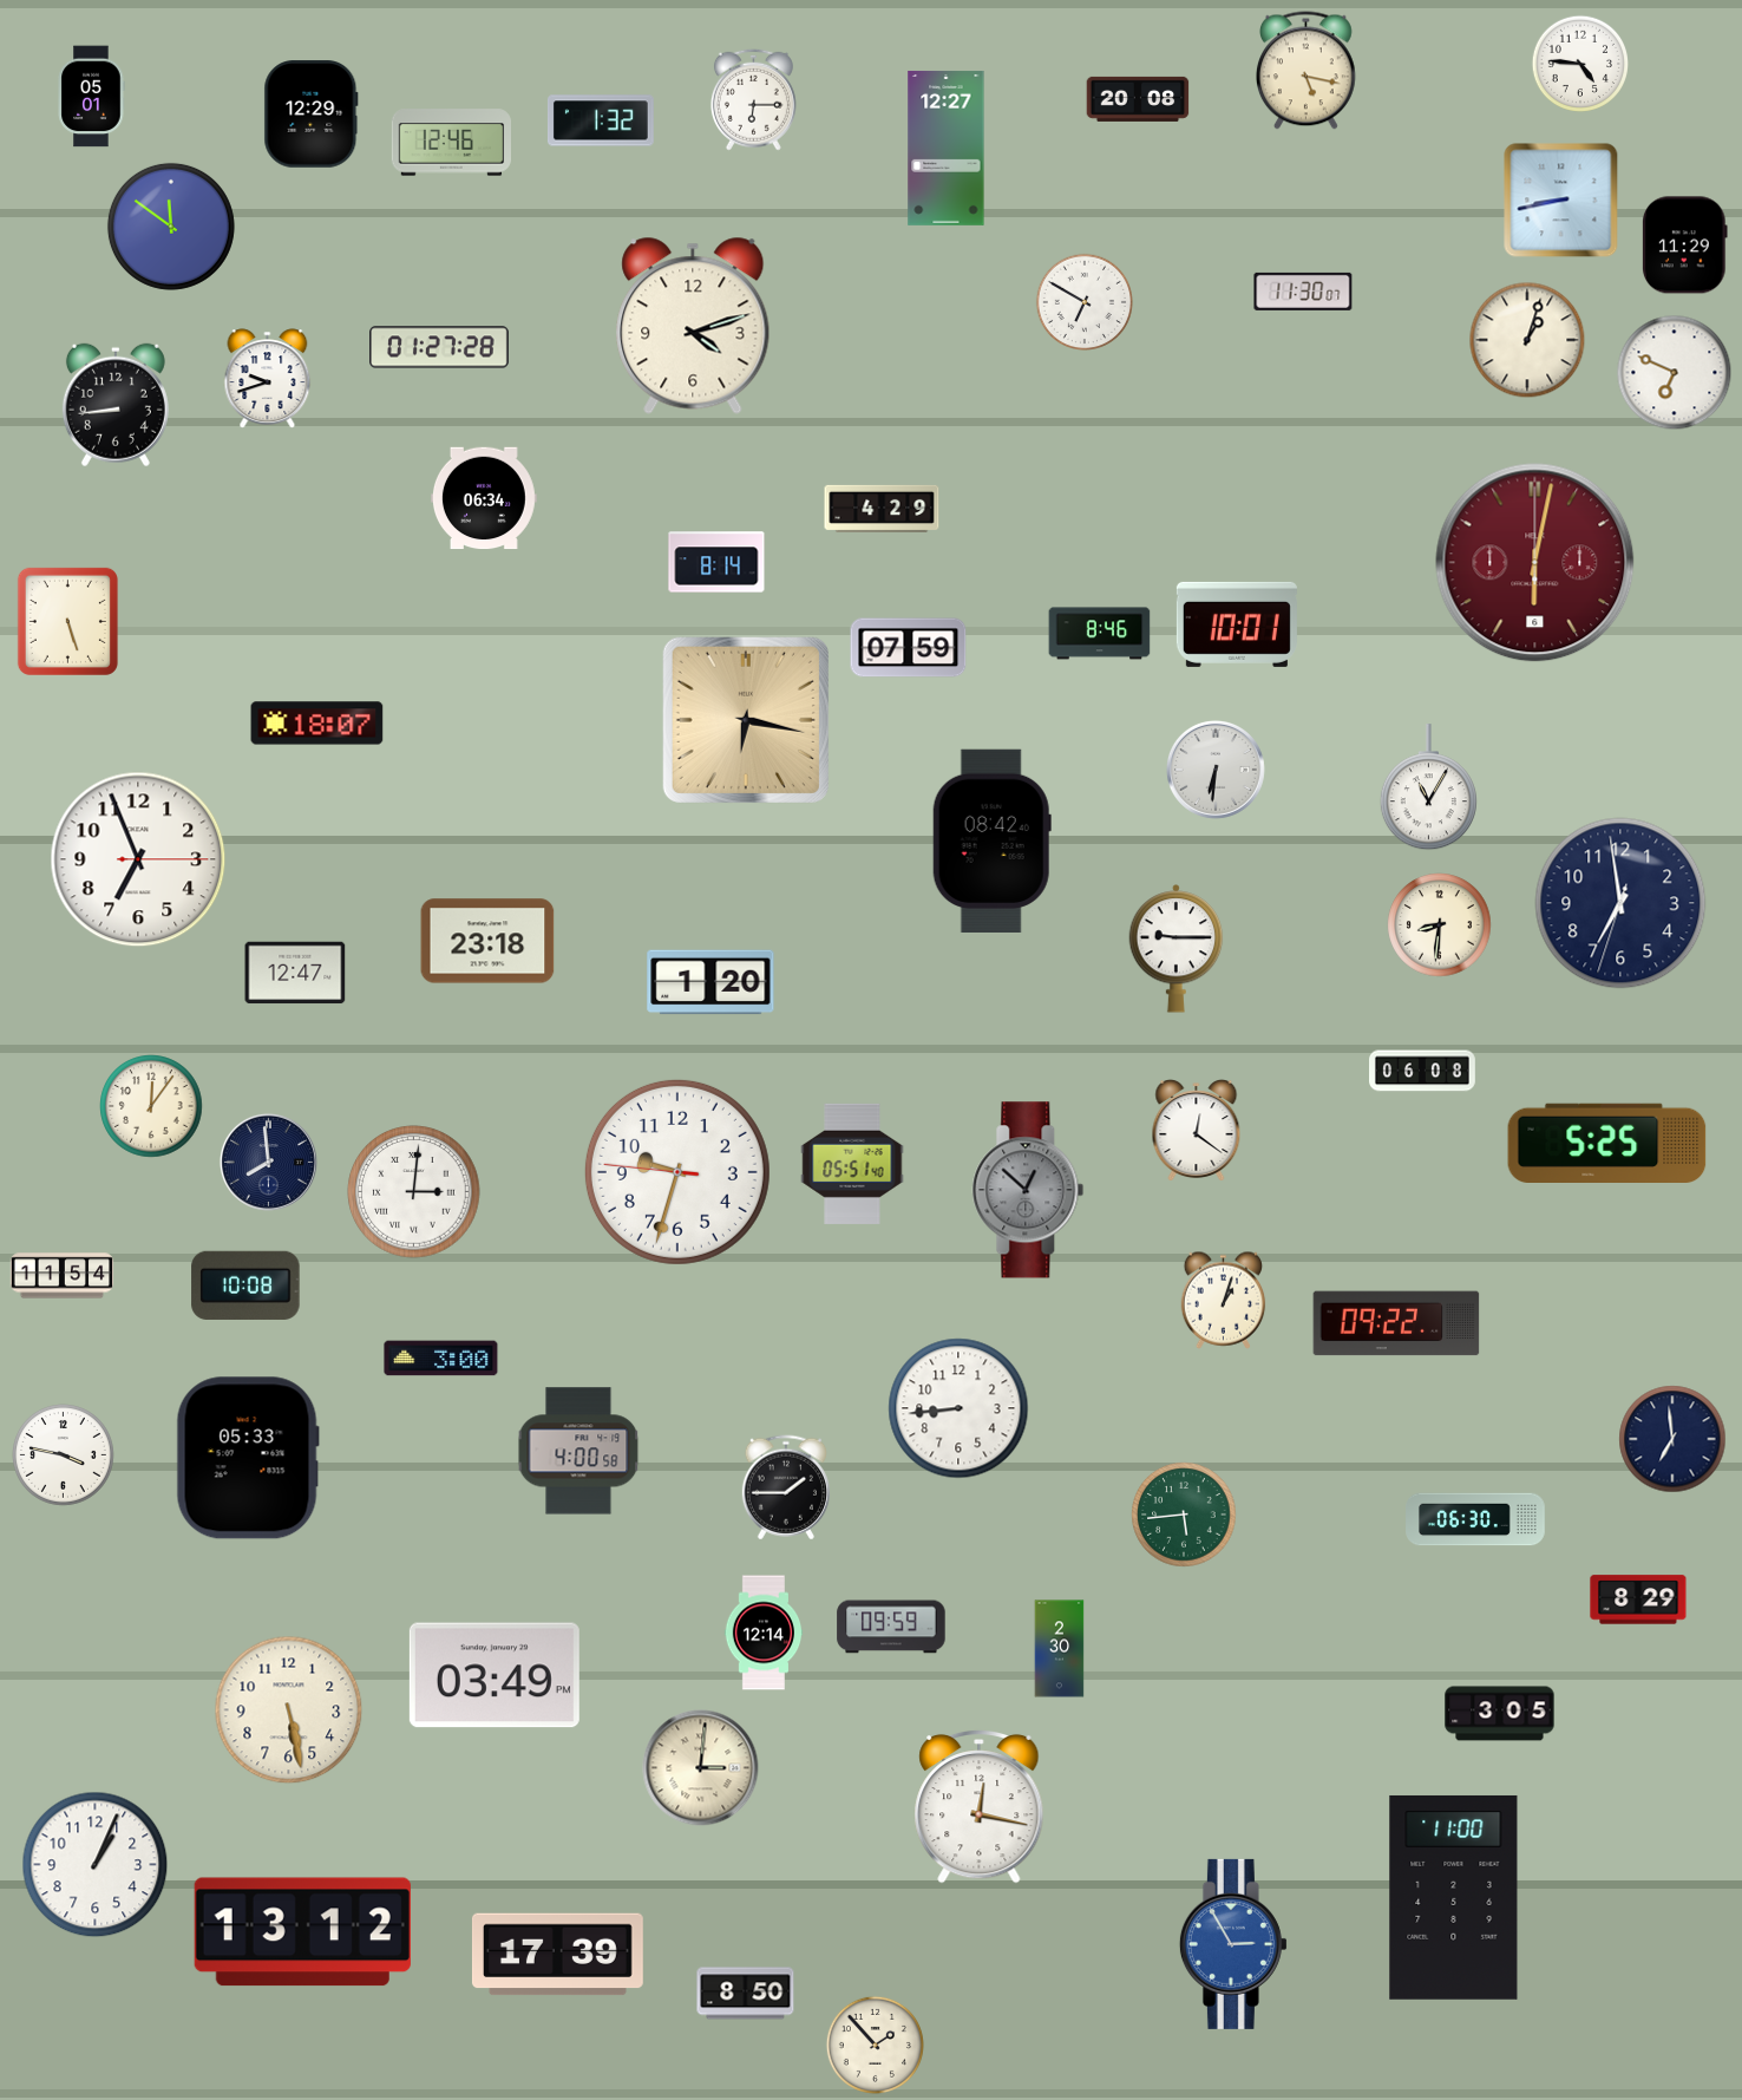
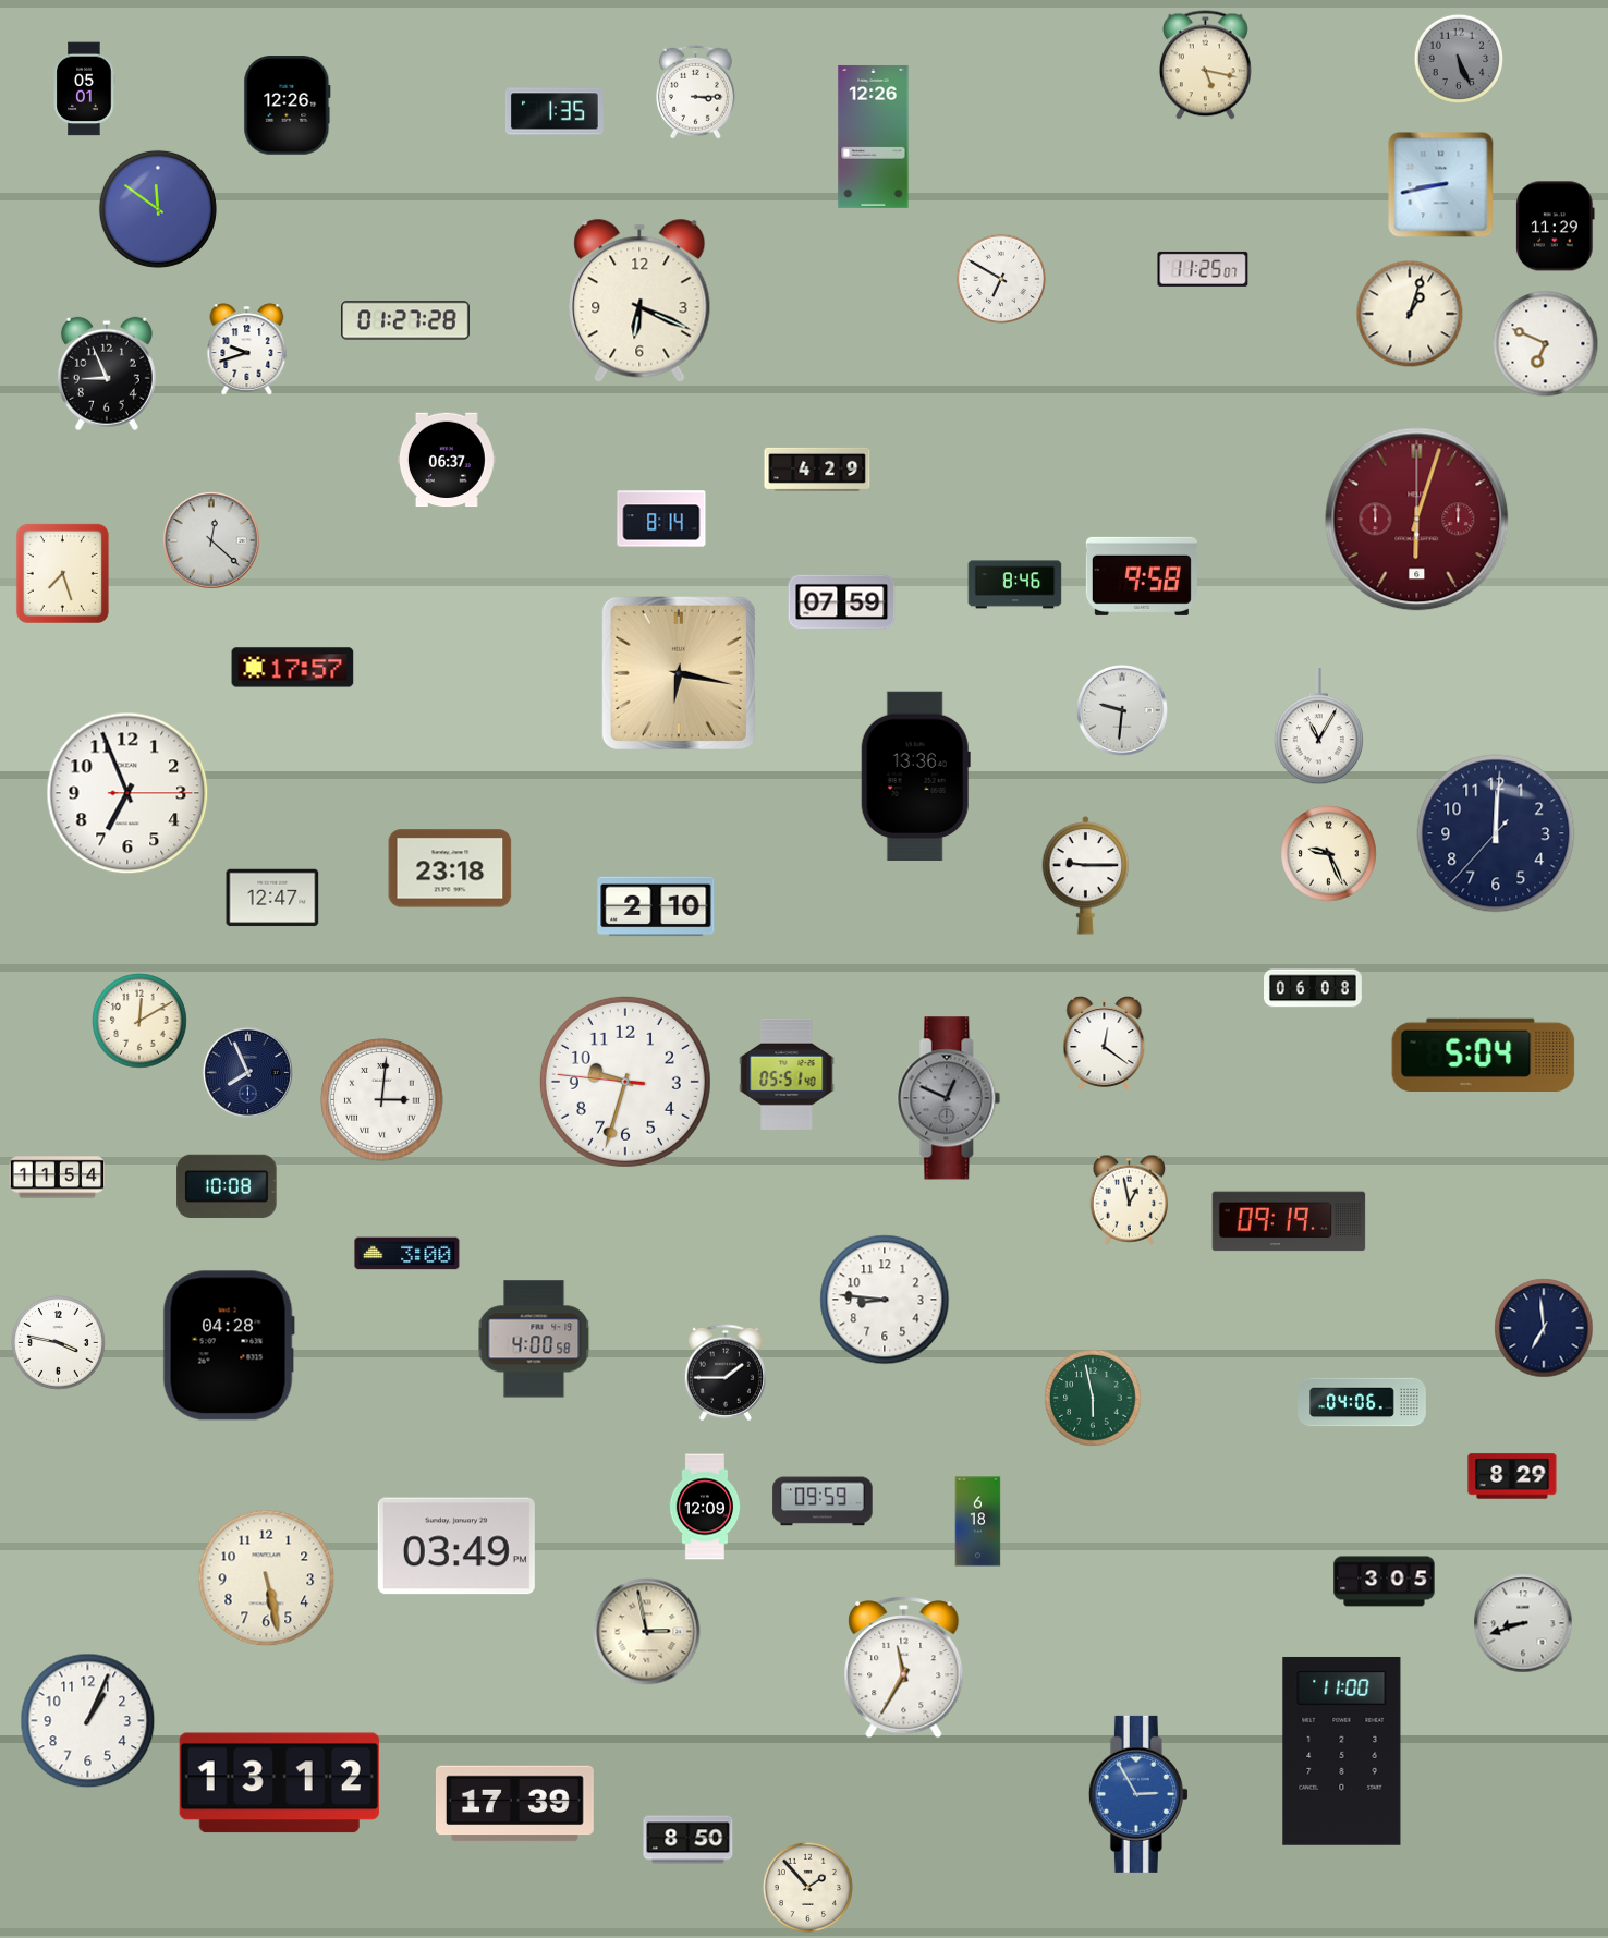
clock at (1579, 63): 4:46 -> 5:26
clock at (1579, 63) dial: white -> grey
clock at (753, 99): 6:15 -> 3:15
clock at (1138, 99): 20:08 -> none
clock at (312, 115): 12:29 -> 12:26
clock at (601, 120): 1:32 -> 1:35
clock at (451, 143): 12:46 -> none
clock at (947, 148): 12:27 -> 12:26
clock at (1303, 292): 11:30 -> 11:25
clock at (693, 326): 4:12 -> 6:19
clock at (116, 405): 8:44 -> 8:56
clock at (484, 498): 06:34 -> 06:37
clock at (882, 509) position: (882, 509) -> (817, 470)
clock at (1535, 563): 6:02 -> 6:03
clock at (211, 540): none -> 12:22
clock at (67, 621): 5:27 -> 7:27
clock at (1237, 624): 10:01 -> 9:58
clock at (909, 648) position: (909, 648) -> (842, 602)
clock at (746, 720) position: (746, 720) -> (679, 673)
clock at (317, 724): 18:07 -> 17:57
clock at (1216, 770): 6:31 -> 9:31
clock at (991, 840): 08:42 -> 13:36
clock at (1620, 903): 6:58 -> 12:00
clock at (1440, 925): 8:31 -> 9:26
clock at (710, 982): 1:20 -> 2:10
clock at (151, 1106): 12:06 -> 12:10
clock at (1607, 1143): 5:25 -> 5:04
clock at (268, 1162): 7:59 -> 7:56
clock at (1028, 1190): 12:52 -> 12:49
clock at (1224, 1300): 1:03 -> 12:58
clock at (1396, 1323): 09:22 -> 09:19
clock at (958, 1408): 8:44 -> 8:46
clock at (248, 1458): 05:33 -> 04:28
clock at (1184, 1515): 5:44 -> 5:58
clock at (1475, 1519): 06:30 -> 04:06
clock at (764, 1633): 12:14 -> 12:09
clock at (1060, 1649): 2:30 -> 6:18
clock at (1523, 1623): none -> 8:42
clock at (701, 1768): 3:01 -> 2:58
clock at (980, 1806): 12:17 -> 11:35
